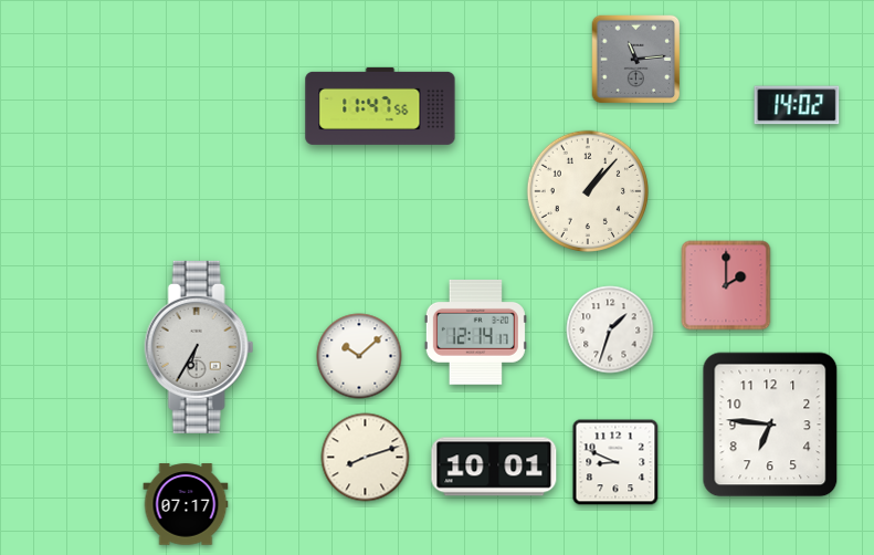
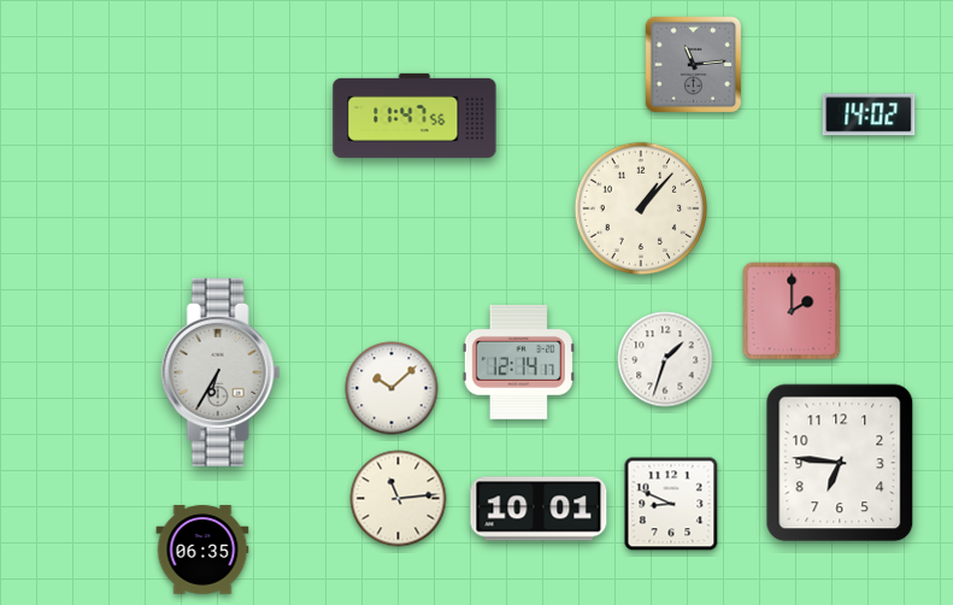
clock at (199, 347) position: (199, 347) -> (220, 372)
clock at (366, 458): 8:12 -> 11:14
clock at (186, 504): 07:17 -> 06:35
